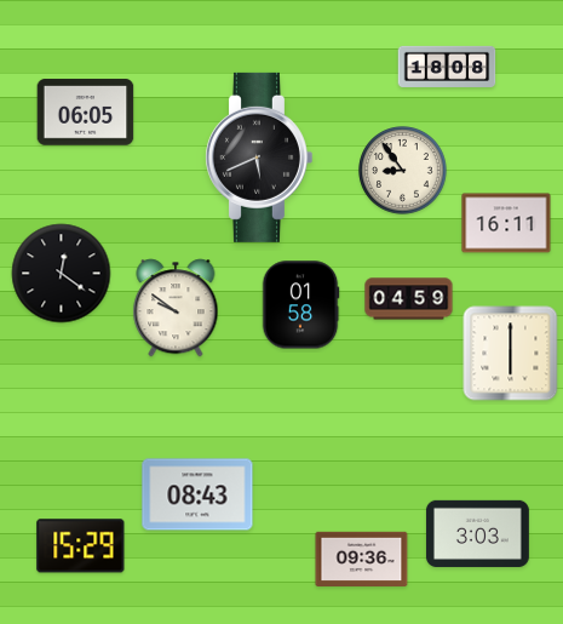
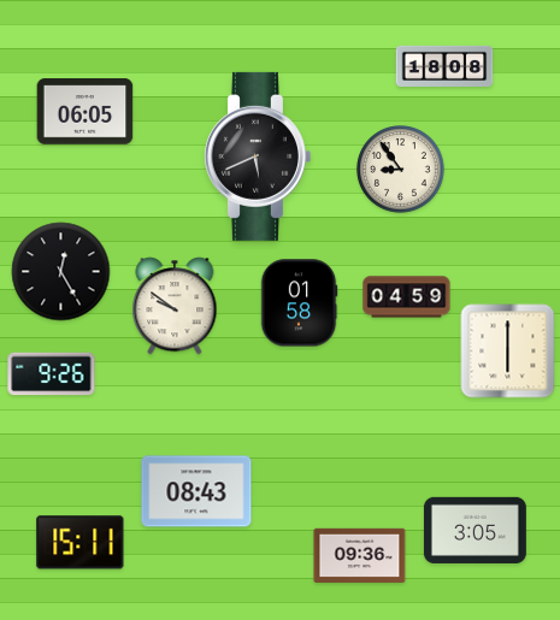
clock at (506, 223): 16:11 -> none
clock at (62, 274): 12:21 -> 12:25
clock at (52, 374): none -> 9:26
clock at (477, 533): 3:03 -> 3:05
clock at (81, 546): 15:29 -> 15:11
